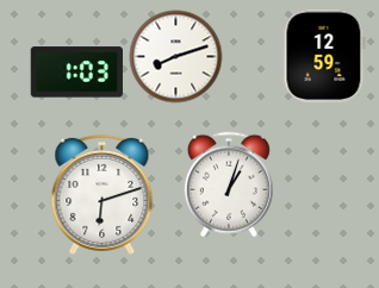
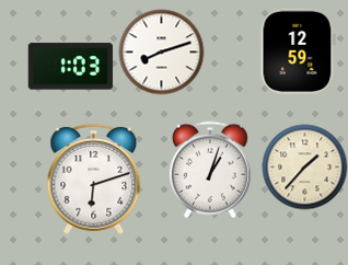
clock at (304, 166): none -> 1:37
